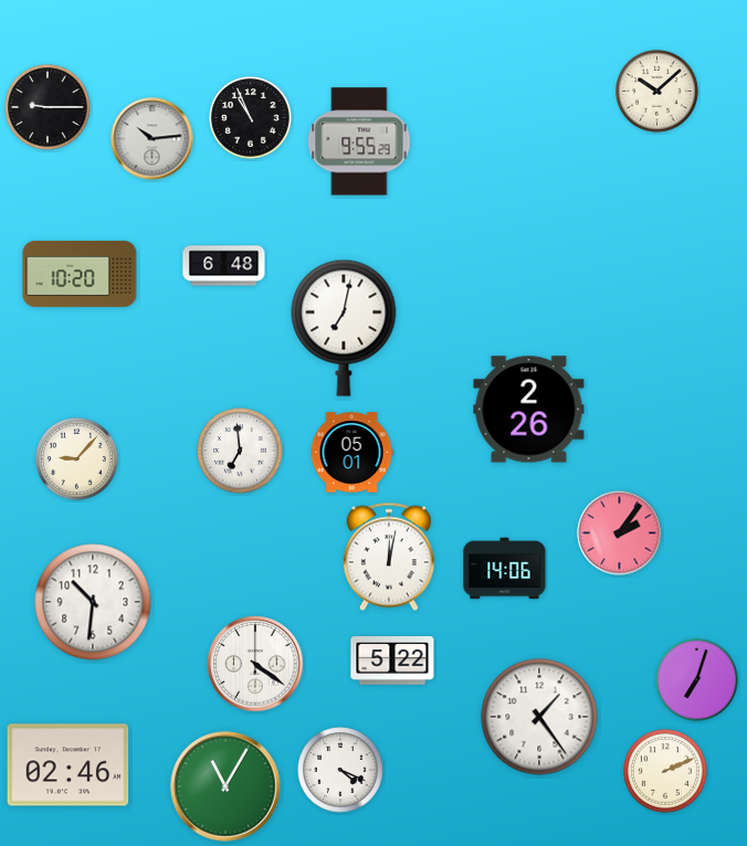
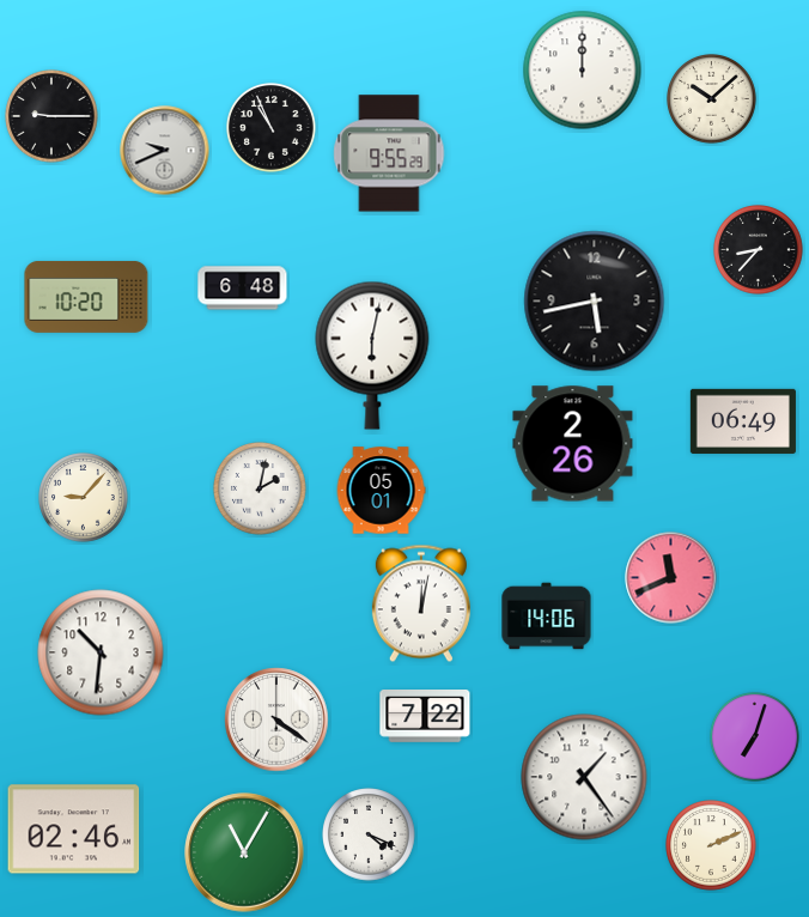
clock at (583, 71): none -> 12:00
clock at (152, 139): 10:14 -> 9:41
clock at (759, 250): none -> 8:37
clock at (595, 302): none -> 5:43
clock at (344, 328): 7:02 -> 6:02
clock at (743, 421): none -> 06:49
clock at (240, 451): 6:59 -> 2:02
clock at (620, 533): 2:06 -> 11:41
clock at (392, 662): 5:22 -> 7:22
clock at (665, 771) position: (665, 771) -> (711, 845)
